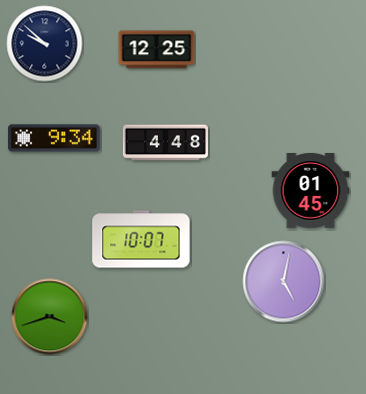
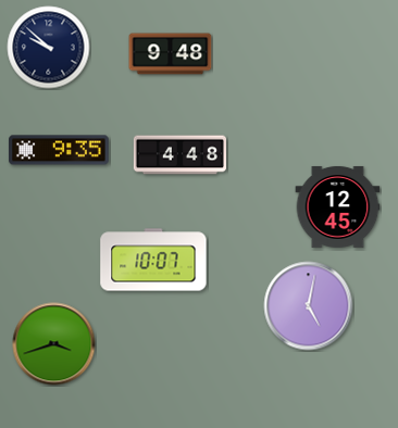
clock at (157, 50): 12:25 -> 9:48
clock at (54, 138): 9:34 -> 9:35
clock at (311, 190): 01:45 -> 12:45
